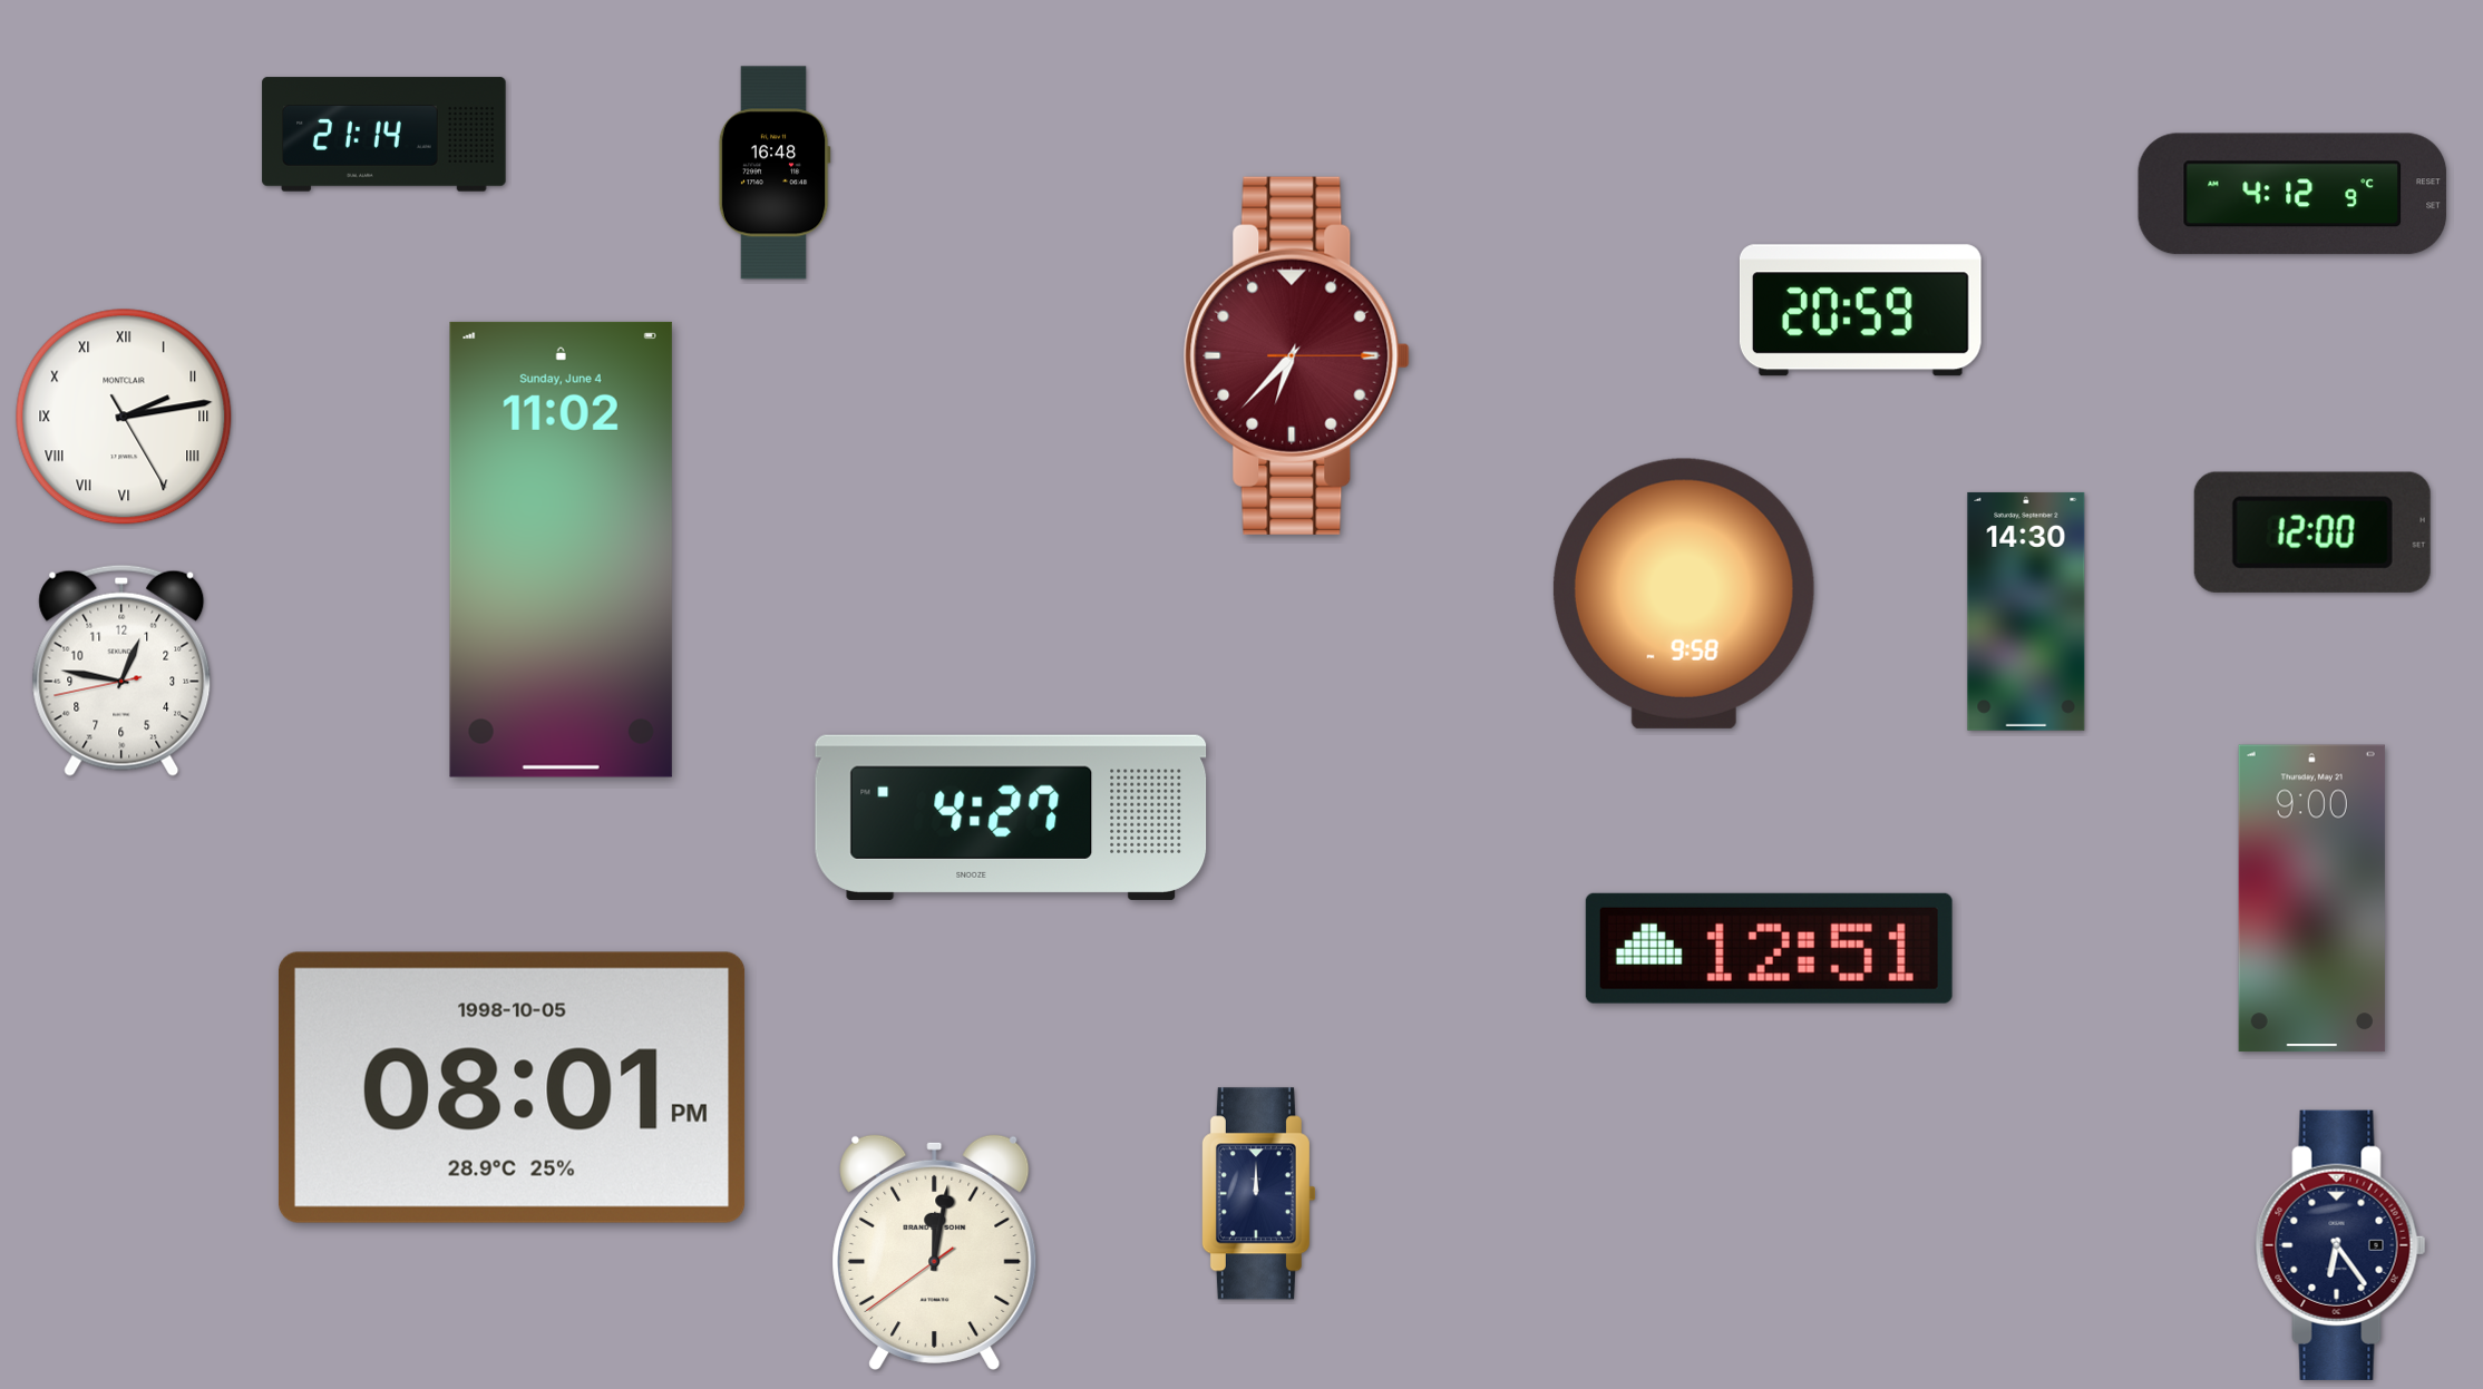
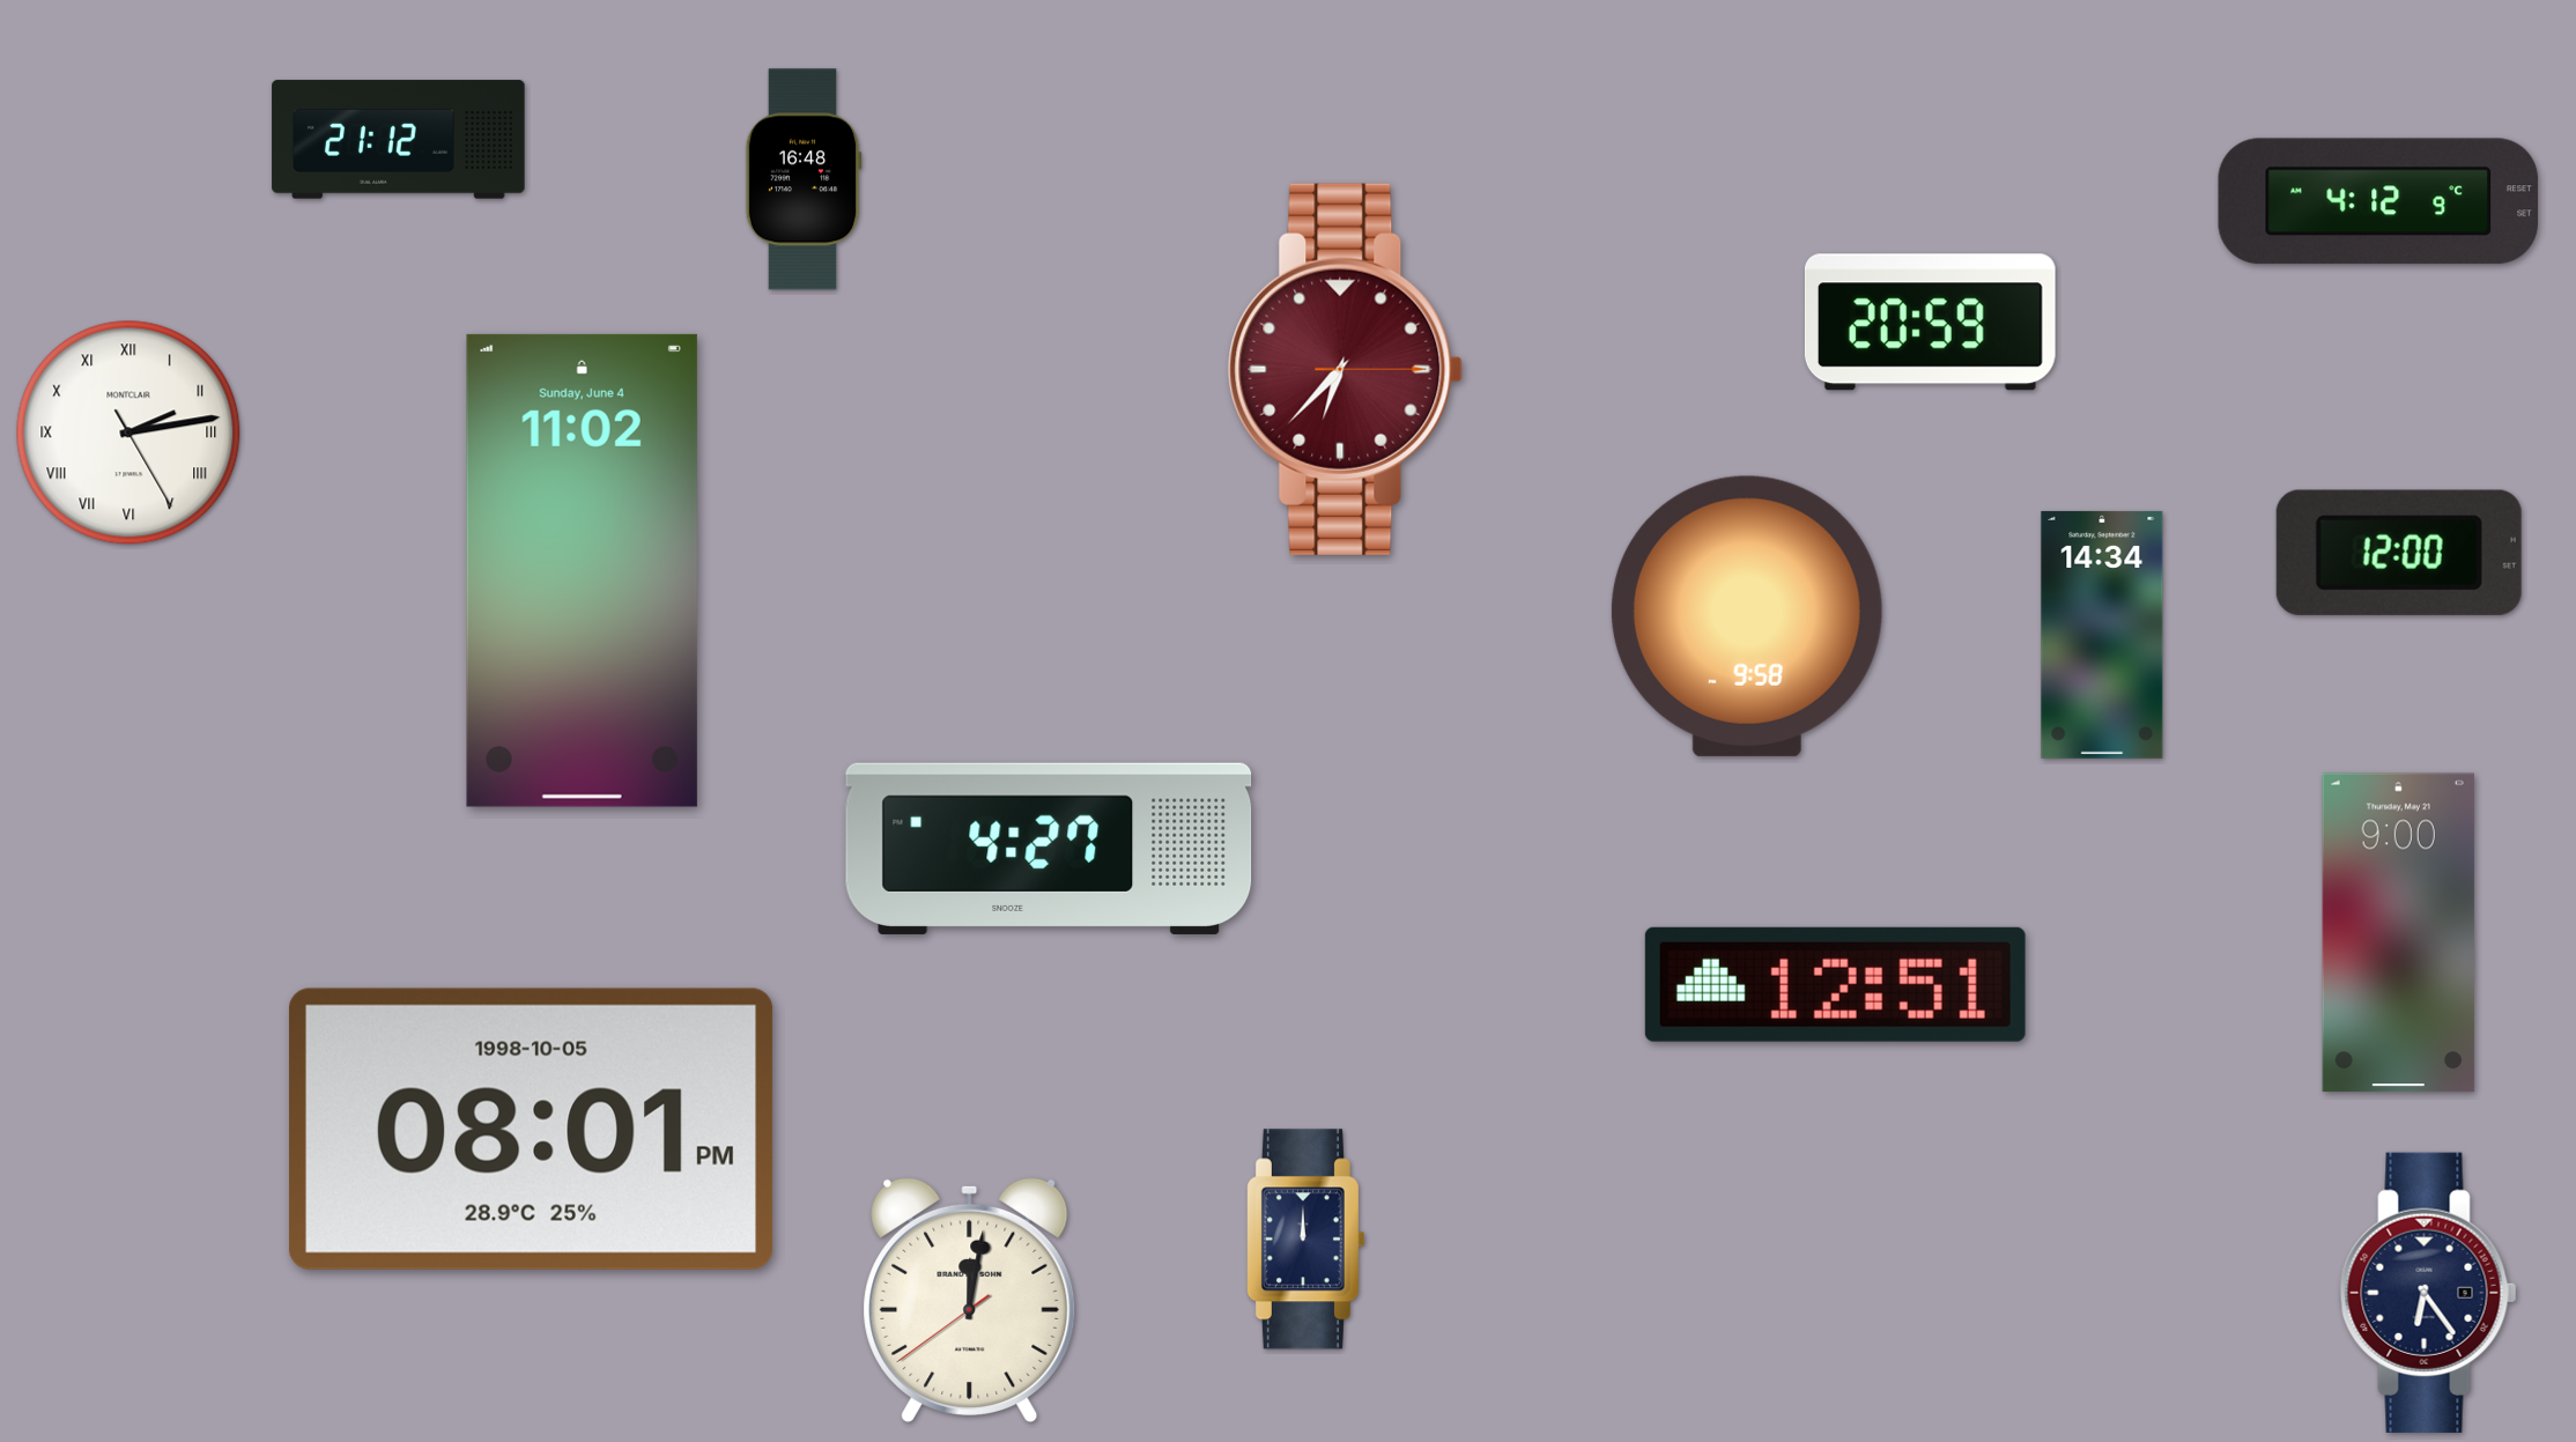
clock at (384, 135): 21:14 -> 21:12
clock at (2026, 612): 14:30 -> 14:34
clock at (121, 671): 12:46 -> none
